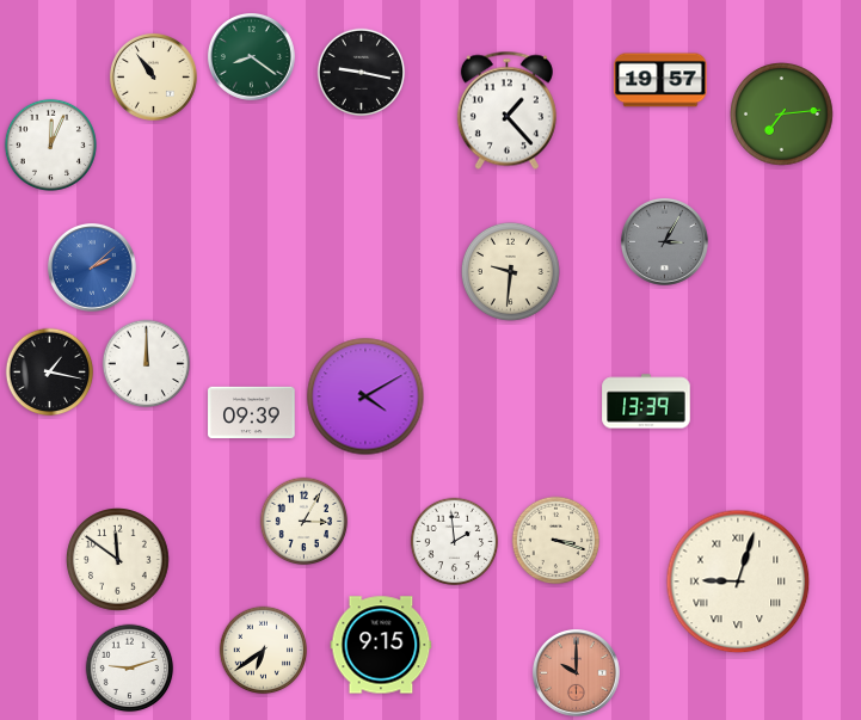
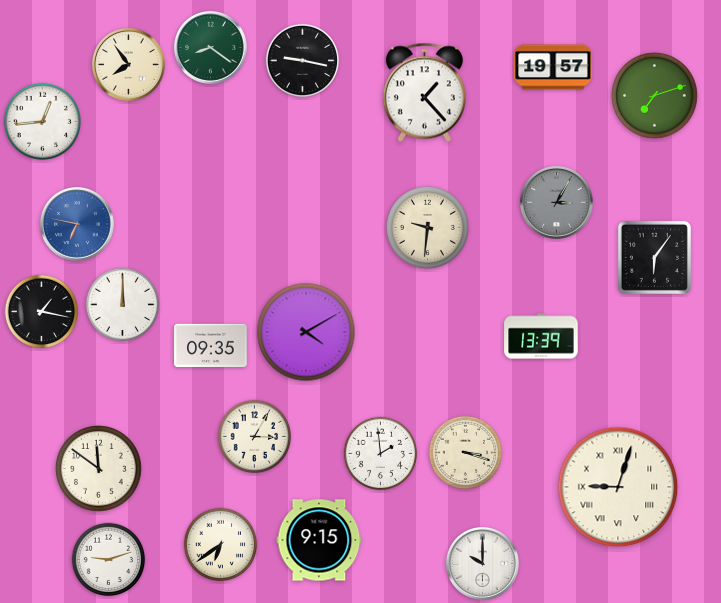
clock at (153, 76): 10:54 -> 7:54
clock at (782, 115): 7:14 -> 7:12
clock at (50, 144): 12:04 -> 12:44
clock at (92, 267): 2:08 -> 6:47
clock at (654, 257): none -> 6:06
clock at (252, 413): 09:39 -> 09:35
clock at (576, 672) dial: salmon -> white
